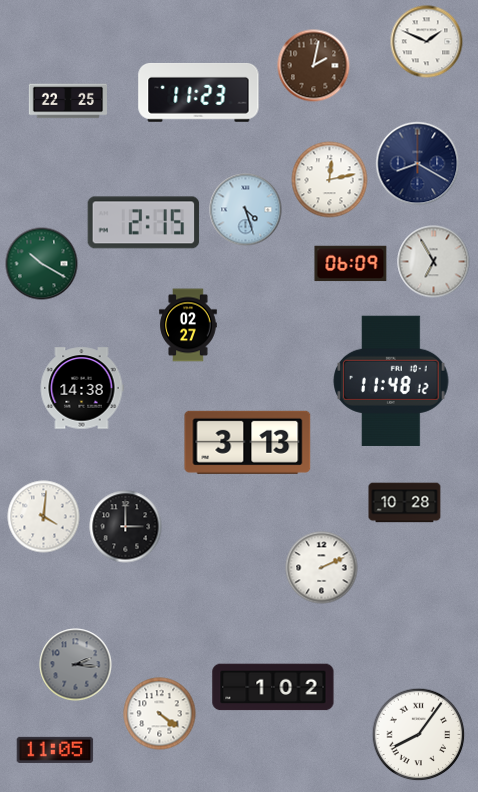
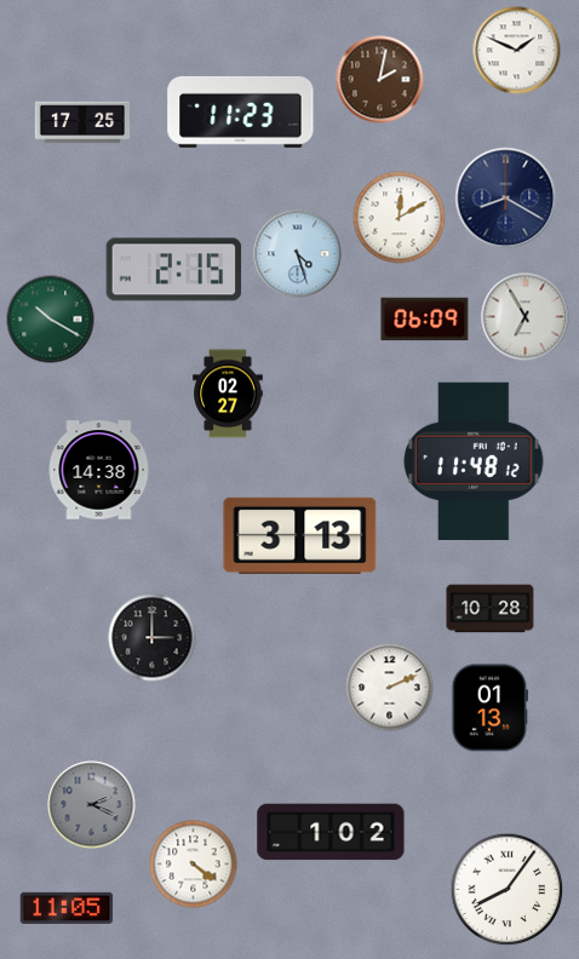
clock at (67, 101): 22:25 -> 17:25
clock at (330, 180): 12:13 -> 12:10
clock at (44, 517): 4:01 -> none
clock at (489, 708): none -> 01:13
clock at (76, 665): 2:16 -> 2:19
